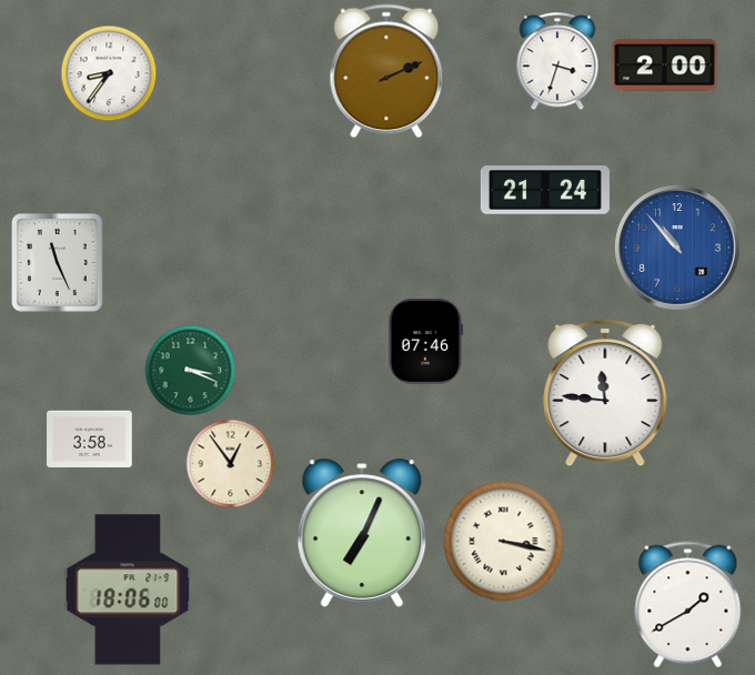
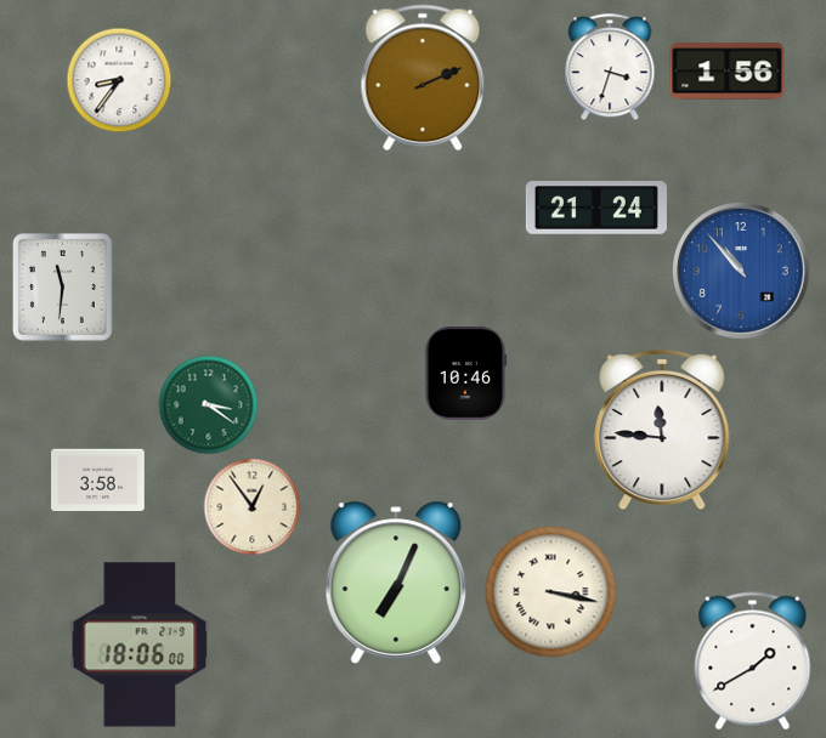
clock at (665, 66): 2:00 -> 1:56
clock at (58, 263): 11:26 -> 11:31
clock at (426, 342): 07:46 -> 10:46
clock at (190, 370): 3:19 -> 3:21
